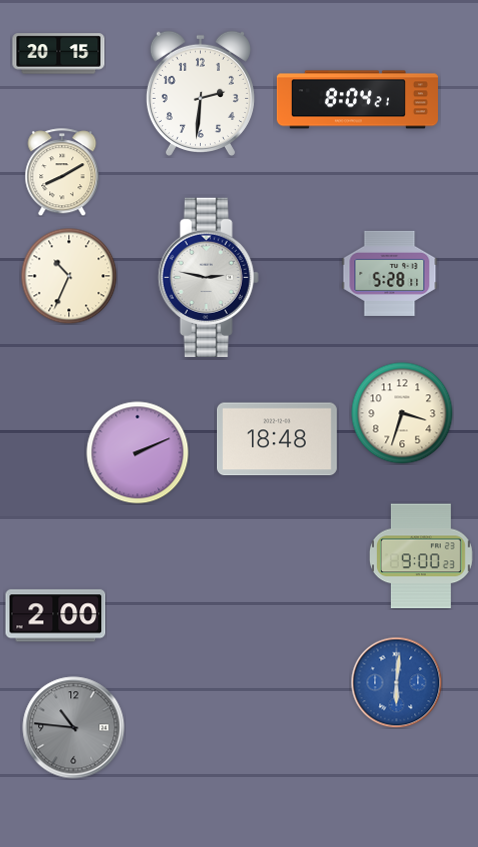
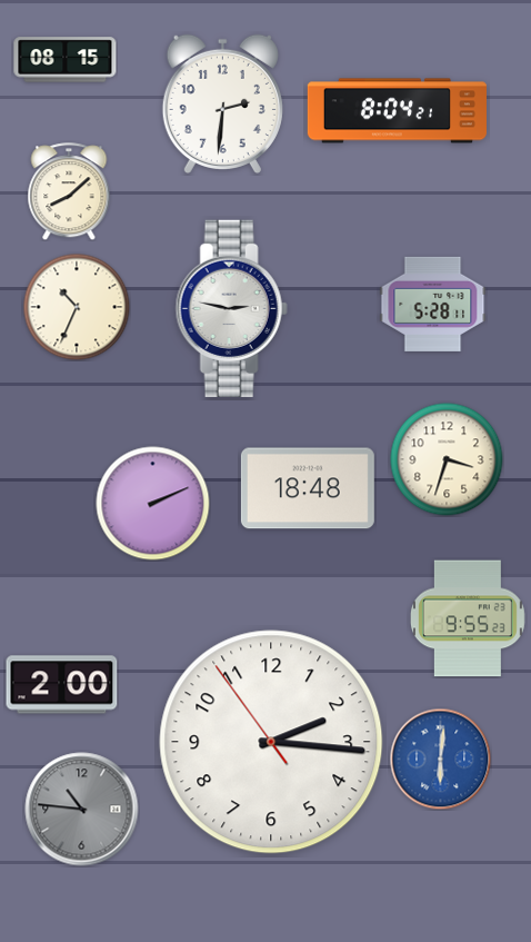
clock at (59, 54): 20:15 -> 08:15
clock at (62, 172): 8:10 -> 8:08
clock at (421, 556): 9:00 -> 9:55
clock at (271, 742): none -> 2:15
